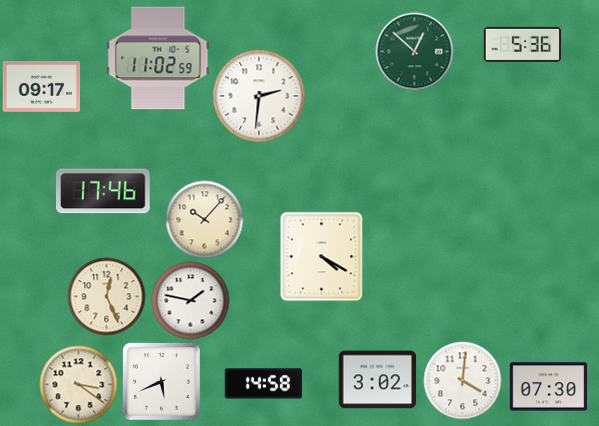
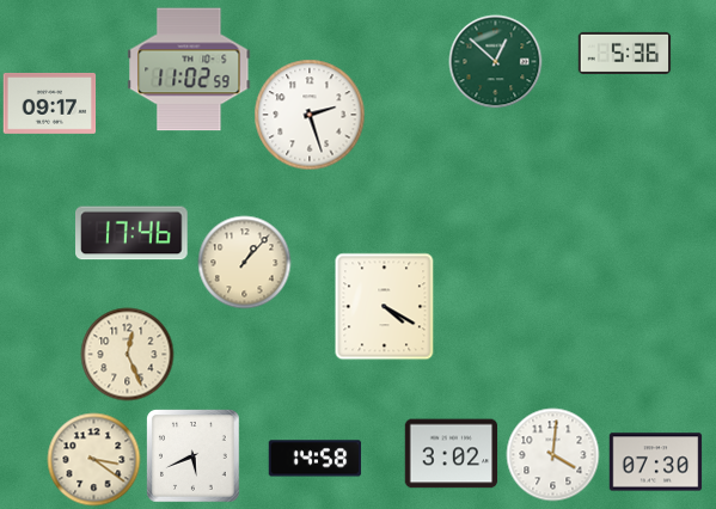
clock at (259, 96): 2:31 -> 2:27
clock at (103, 191) position: (103, 191) -> (131, 233)
clock at (204, 219): 10:07 -> 1:07
clock at (190, 300): 1:47 -> none
